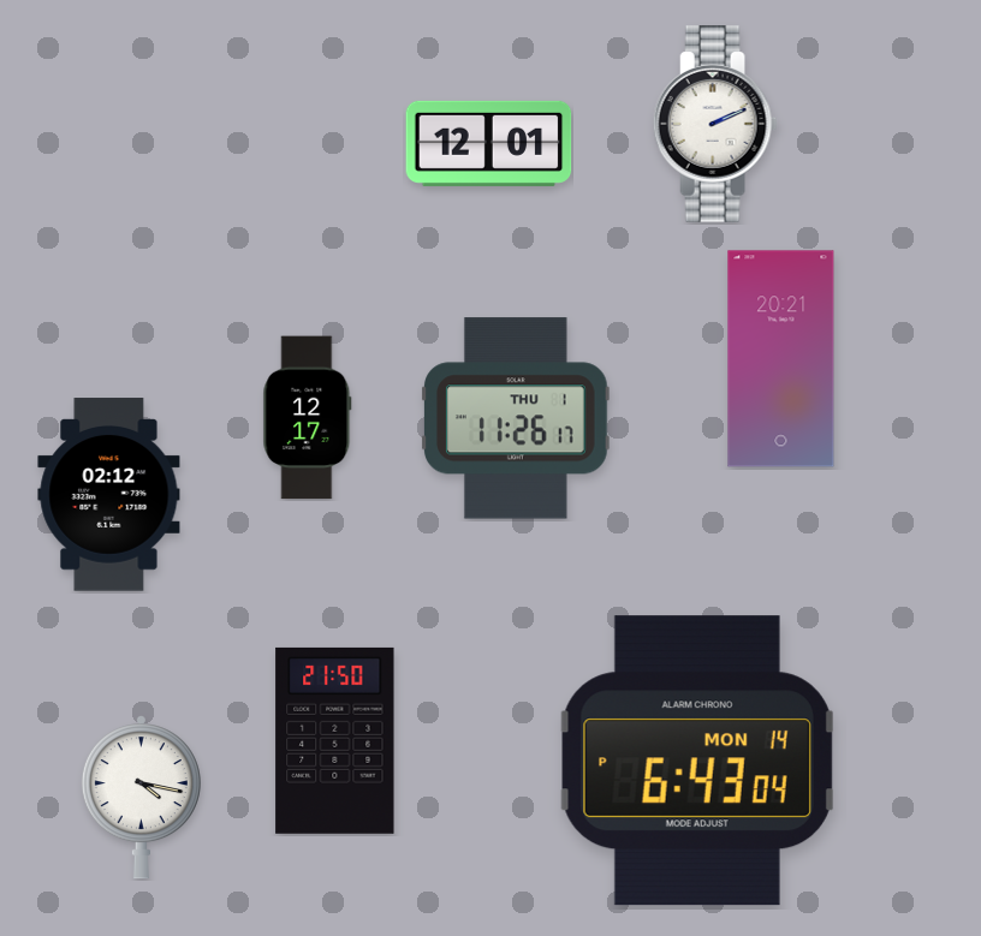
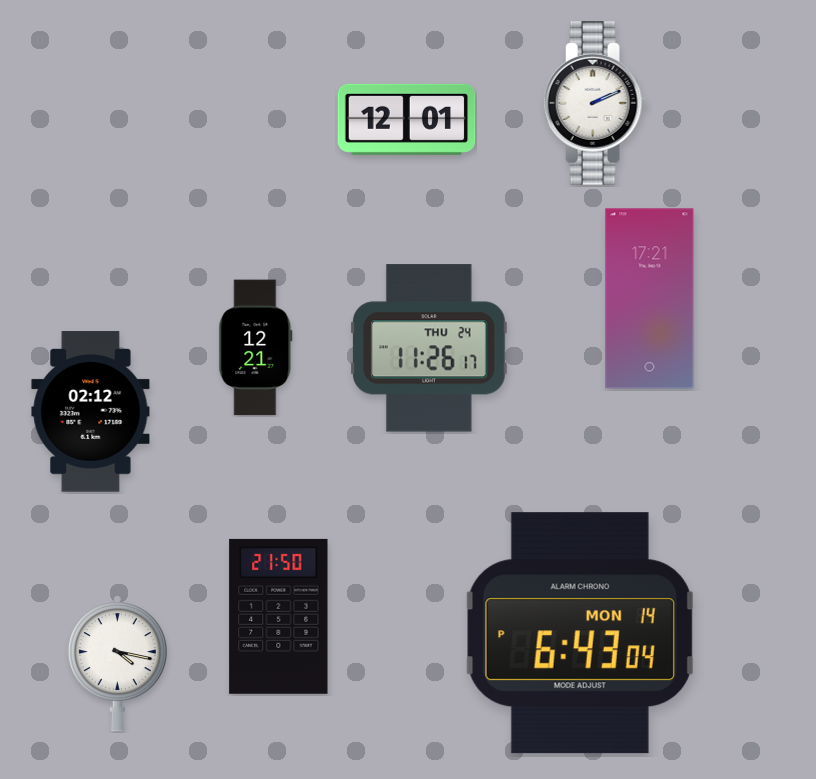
clock at (781, 359): 20:21 -> 17:21
clock at (308, 418): 12:17 -> 12:21
clock at (517, 418) date: THU 1 -> THU 24
